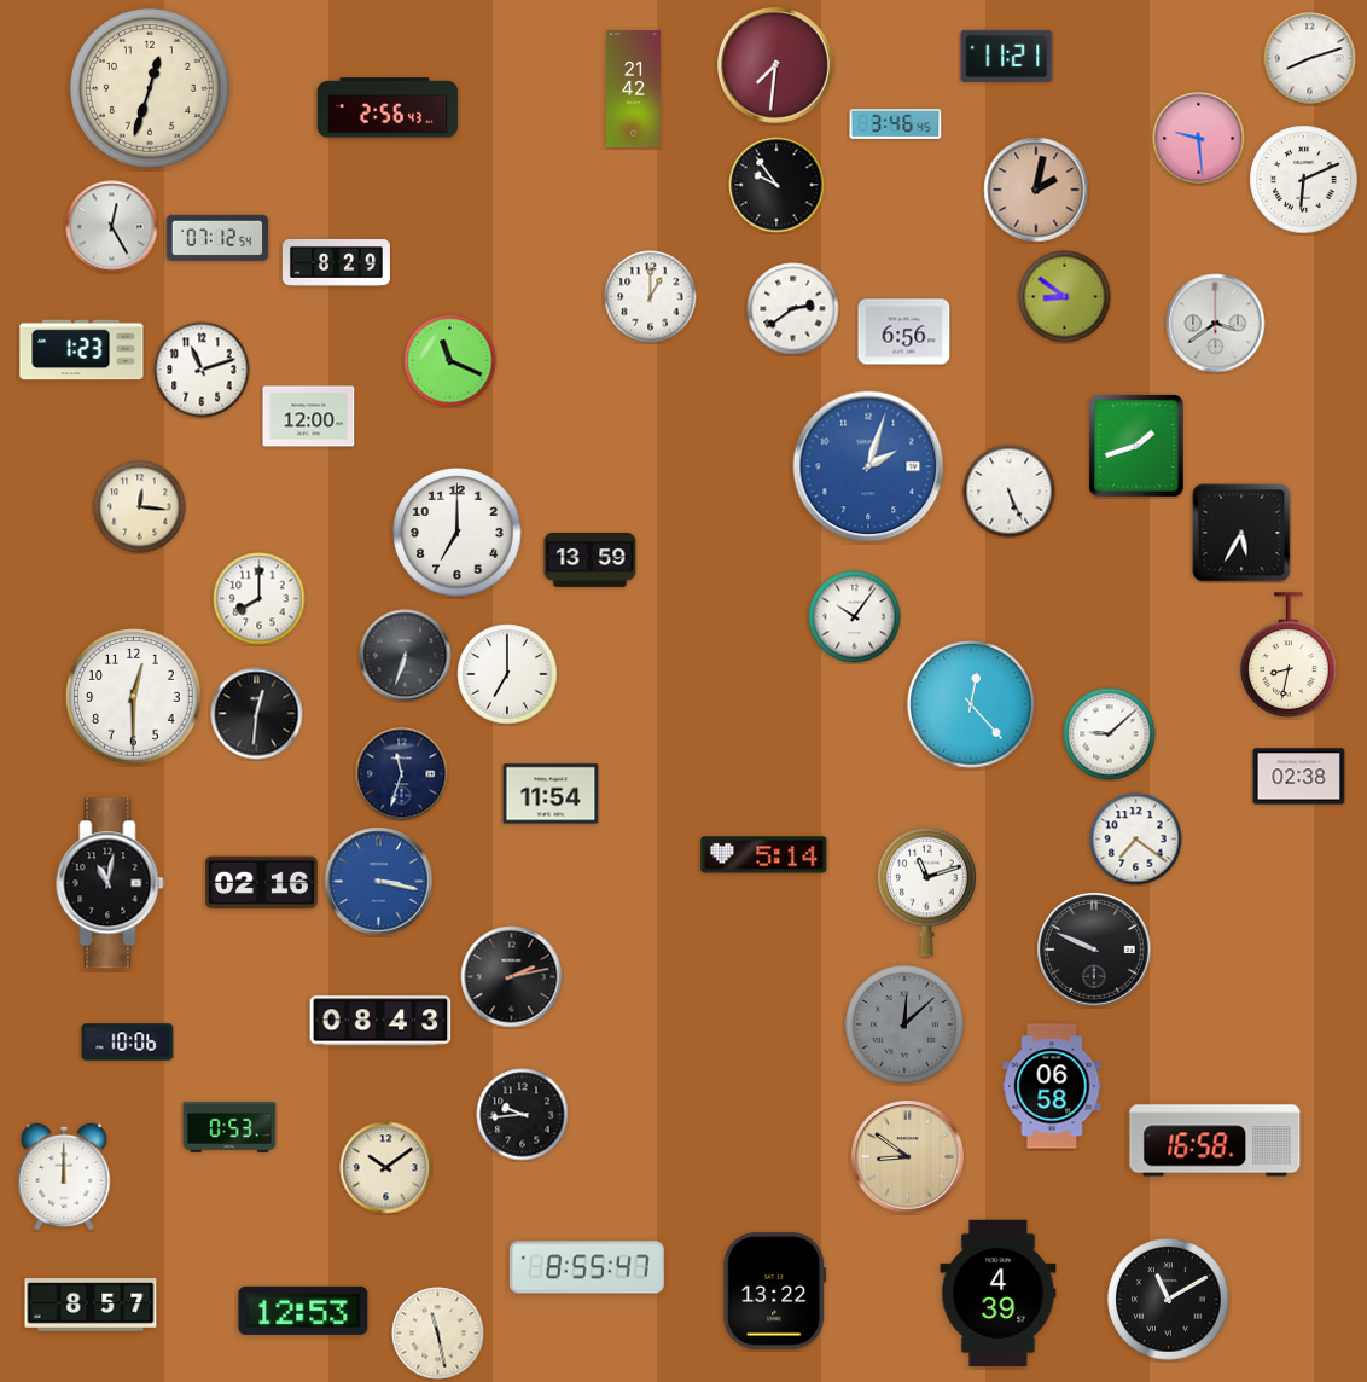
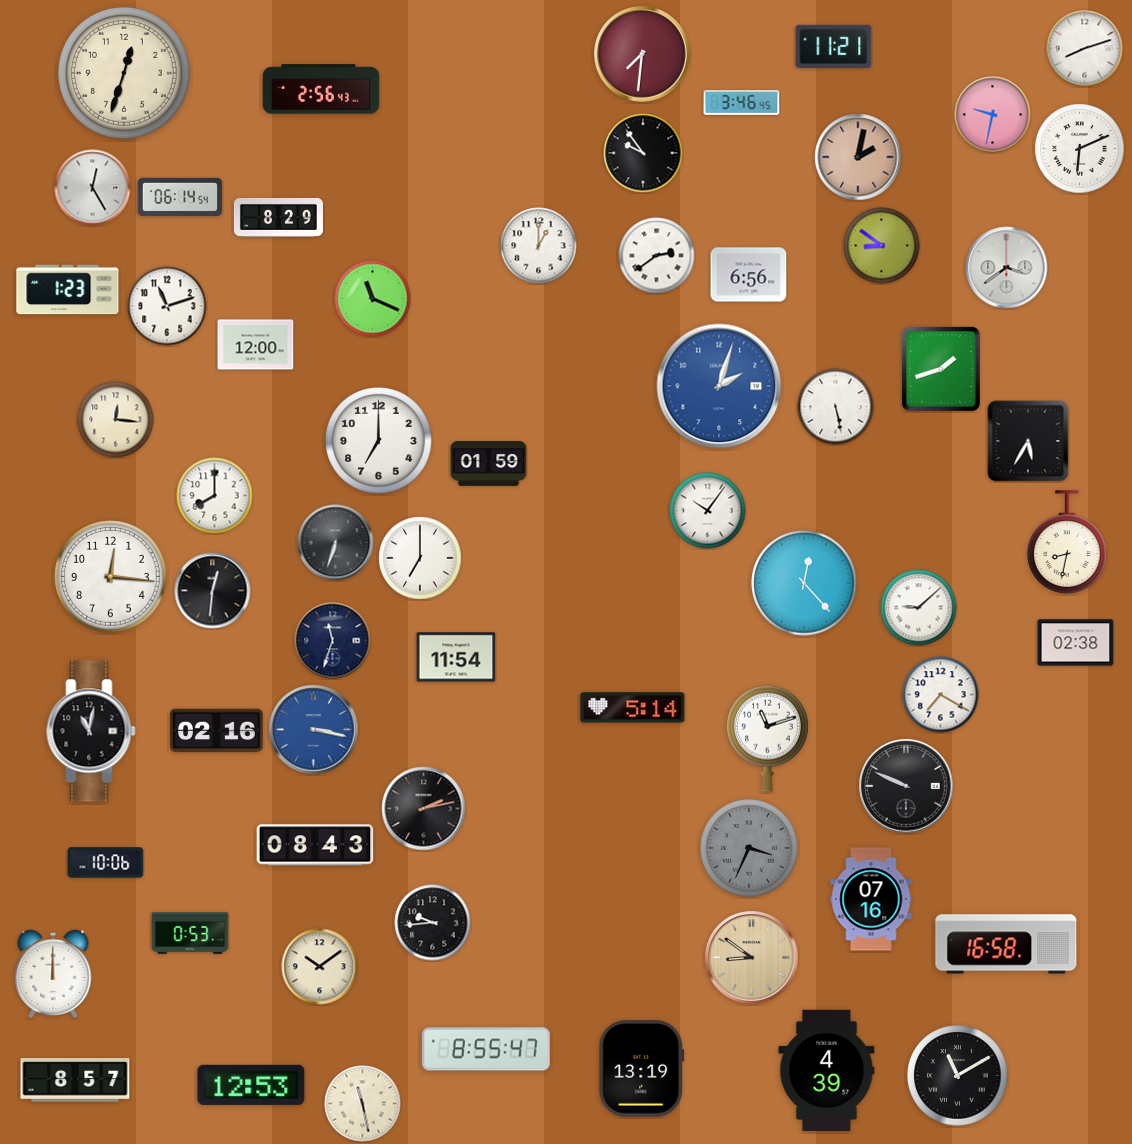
clock at (633, 89): 21:42 -> none
clock at (1199, 139): 9:29 -> 9:32
clock at (217, 238): 07:12 -> 06:14
clock at (1010, 492): 5:26 -> 5:28
clock at (591, 561): 13:59 -> 01:59
clock at (134, 697): 12:30 -> 12:16
clock at (1136, 840): 7:21 -> 7:20
clock at (904, 1024): 12:08 -> 3:34
clock at (1052, 1086): 06:58 -> 07:16
clock at (775, 1291): 13:22 -> 13:19
clock at (1169, 1300) position: (1169, 1300) -> (958, 1076)
